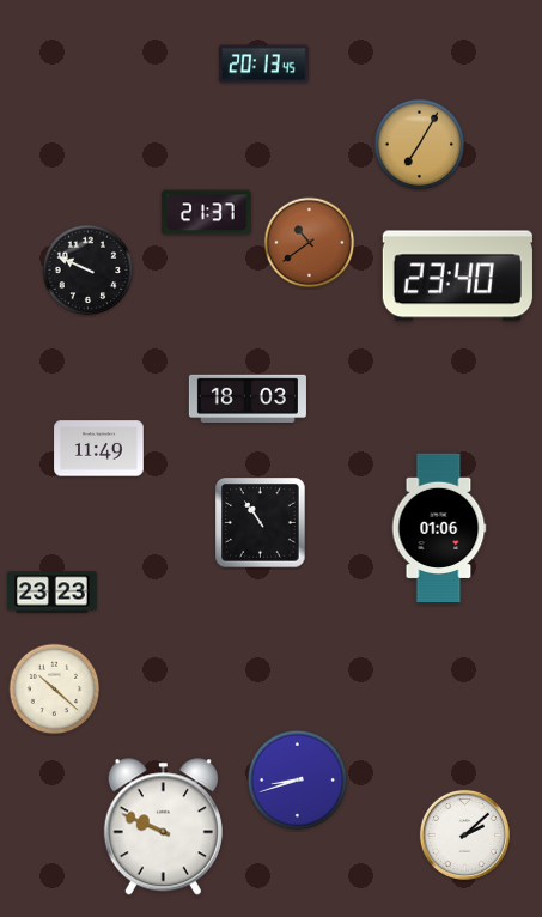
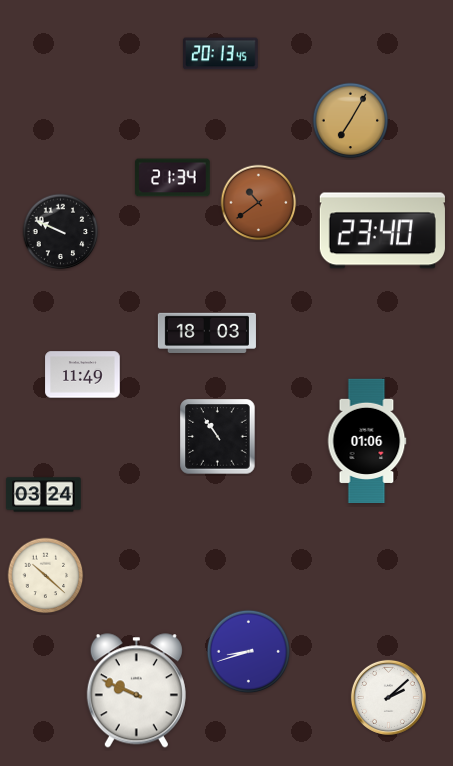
clock at (207, 213): 21:37 -> 21:34
clock at (89, 271) position: (89, 271) -> (61, 232)
clock at (53, 593): 23:23 -> 03:24
